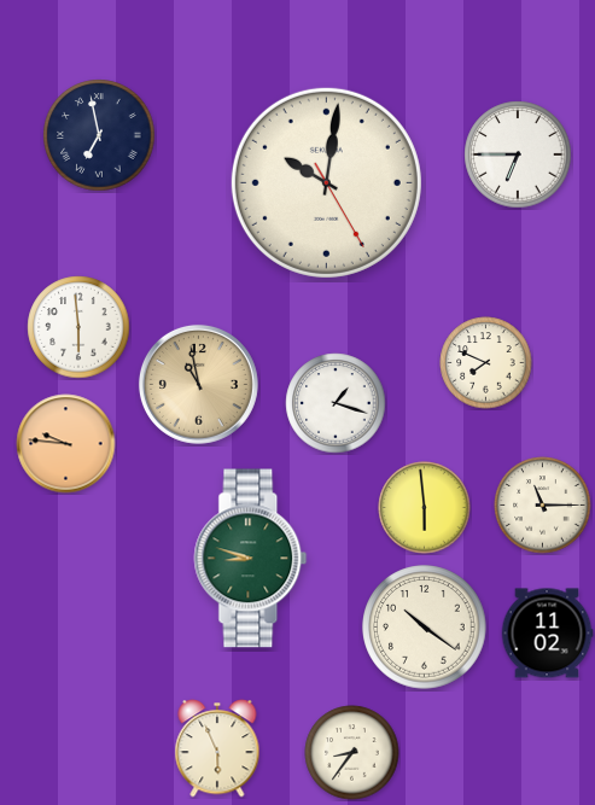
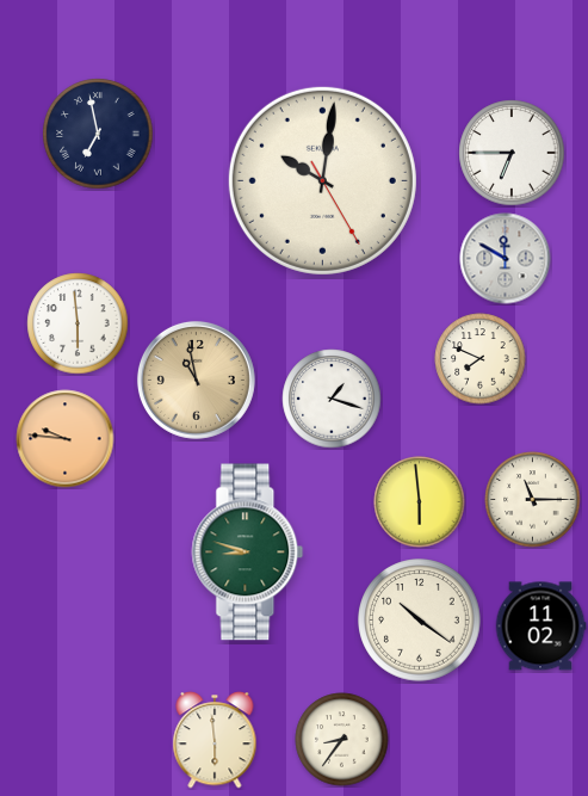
clock at (506, 259): none -> 11:50
clock at (543, 506) position: (543, 506) -> (533, 500)
clock at (217, 748): 5:56 -> 5:59
clock at (352, 753) position: (352, 753) -> (342, 740)
